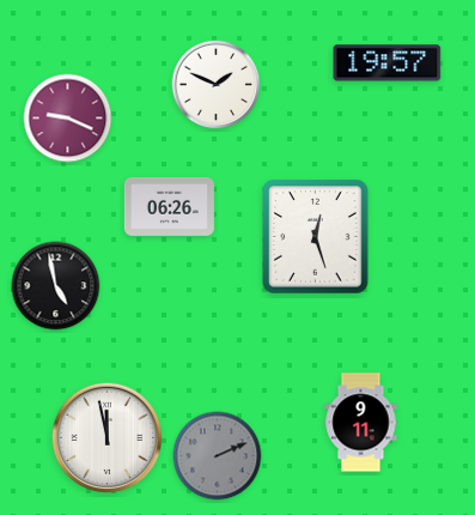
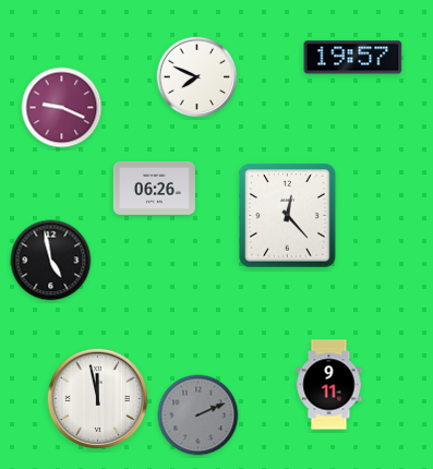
clock at (217, 85): 1:49 -> 7:49
clock at (316, 237): 12:27 -> 12:23
